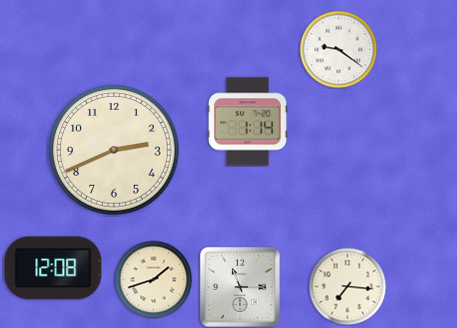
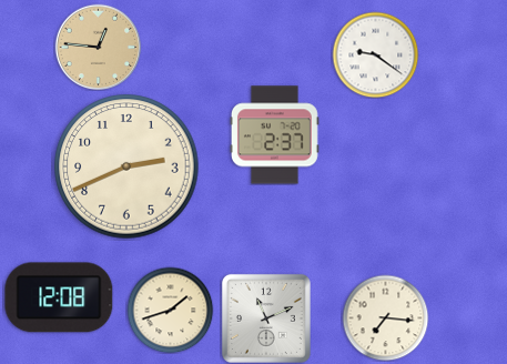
clock at (98, 47): none -> 12:46
clock at (247, 122): 1:14 -> 2:37
clock at (240, 287): 11:15 -> 11:11
